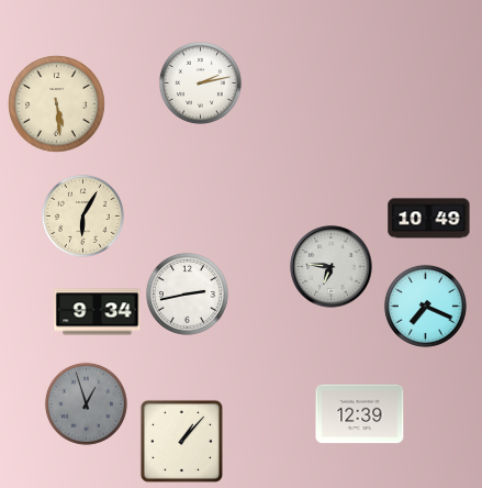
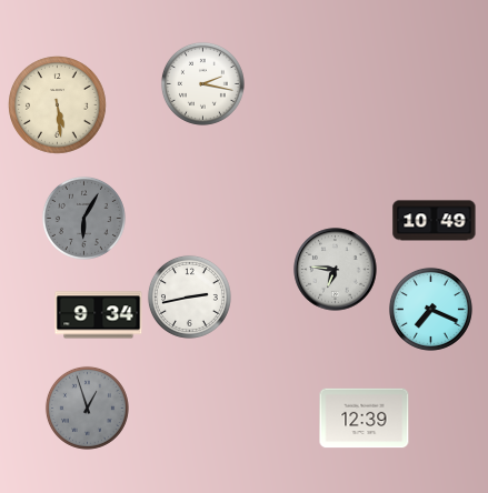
clock at (200, 82): 2:13 -> 2:17
clock at (82, 215) dial: cream -> grey
clock at (181, 441): 1:07 -> none
